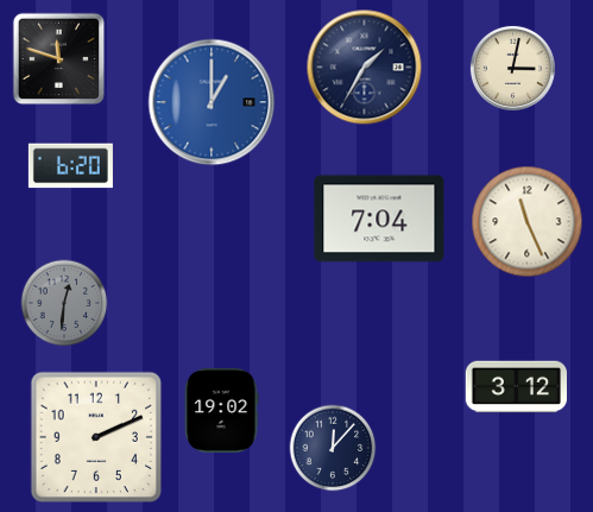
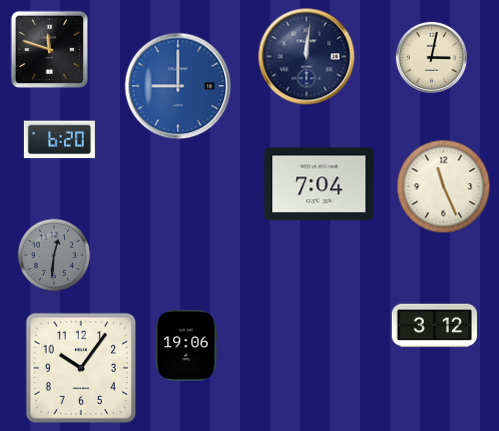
clock at (365, 68): 1:35 -> 12:01
clock at (212, 102): 1:00 -> 9:00
clock at (221, 410): 19:02 -> 19:06
clock at (95, 436): 2:11 -> 10:06
clock at (333, 448): 12:07 -> none
